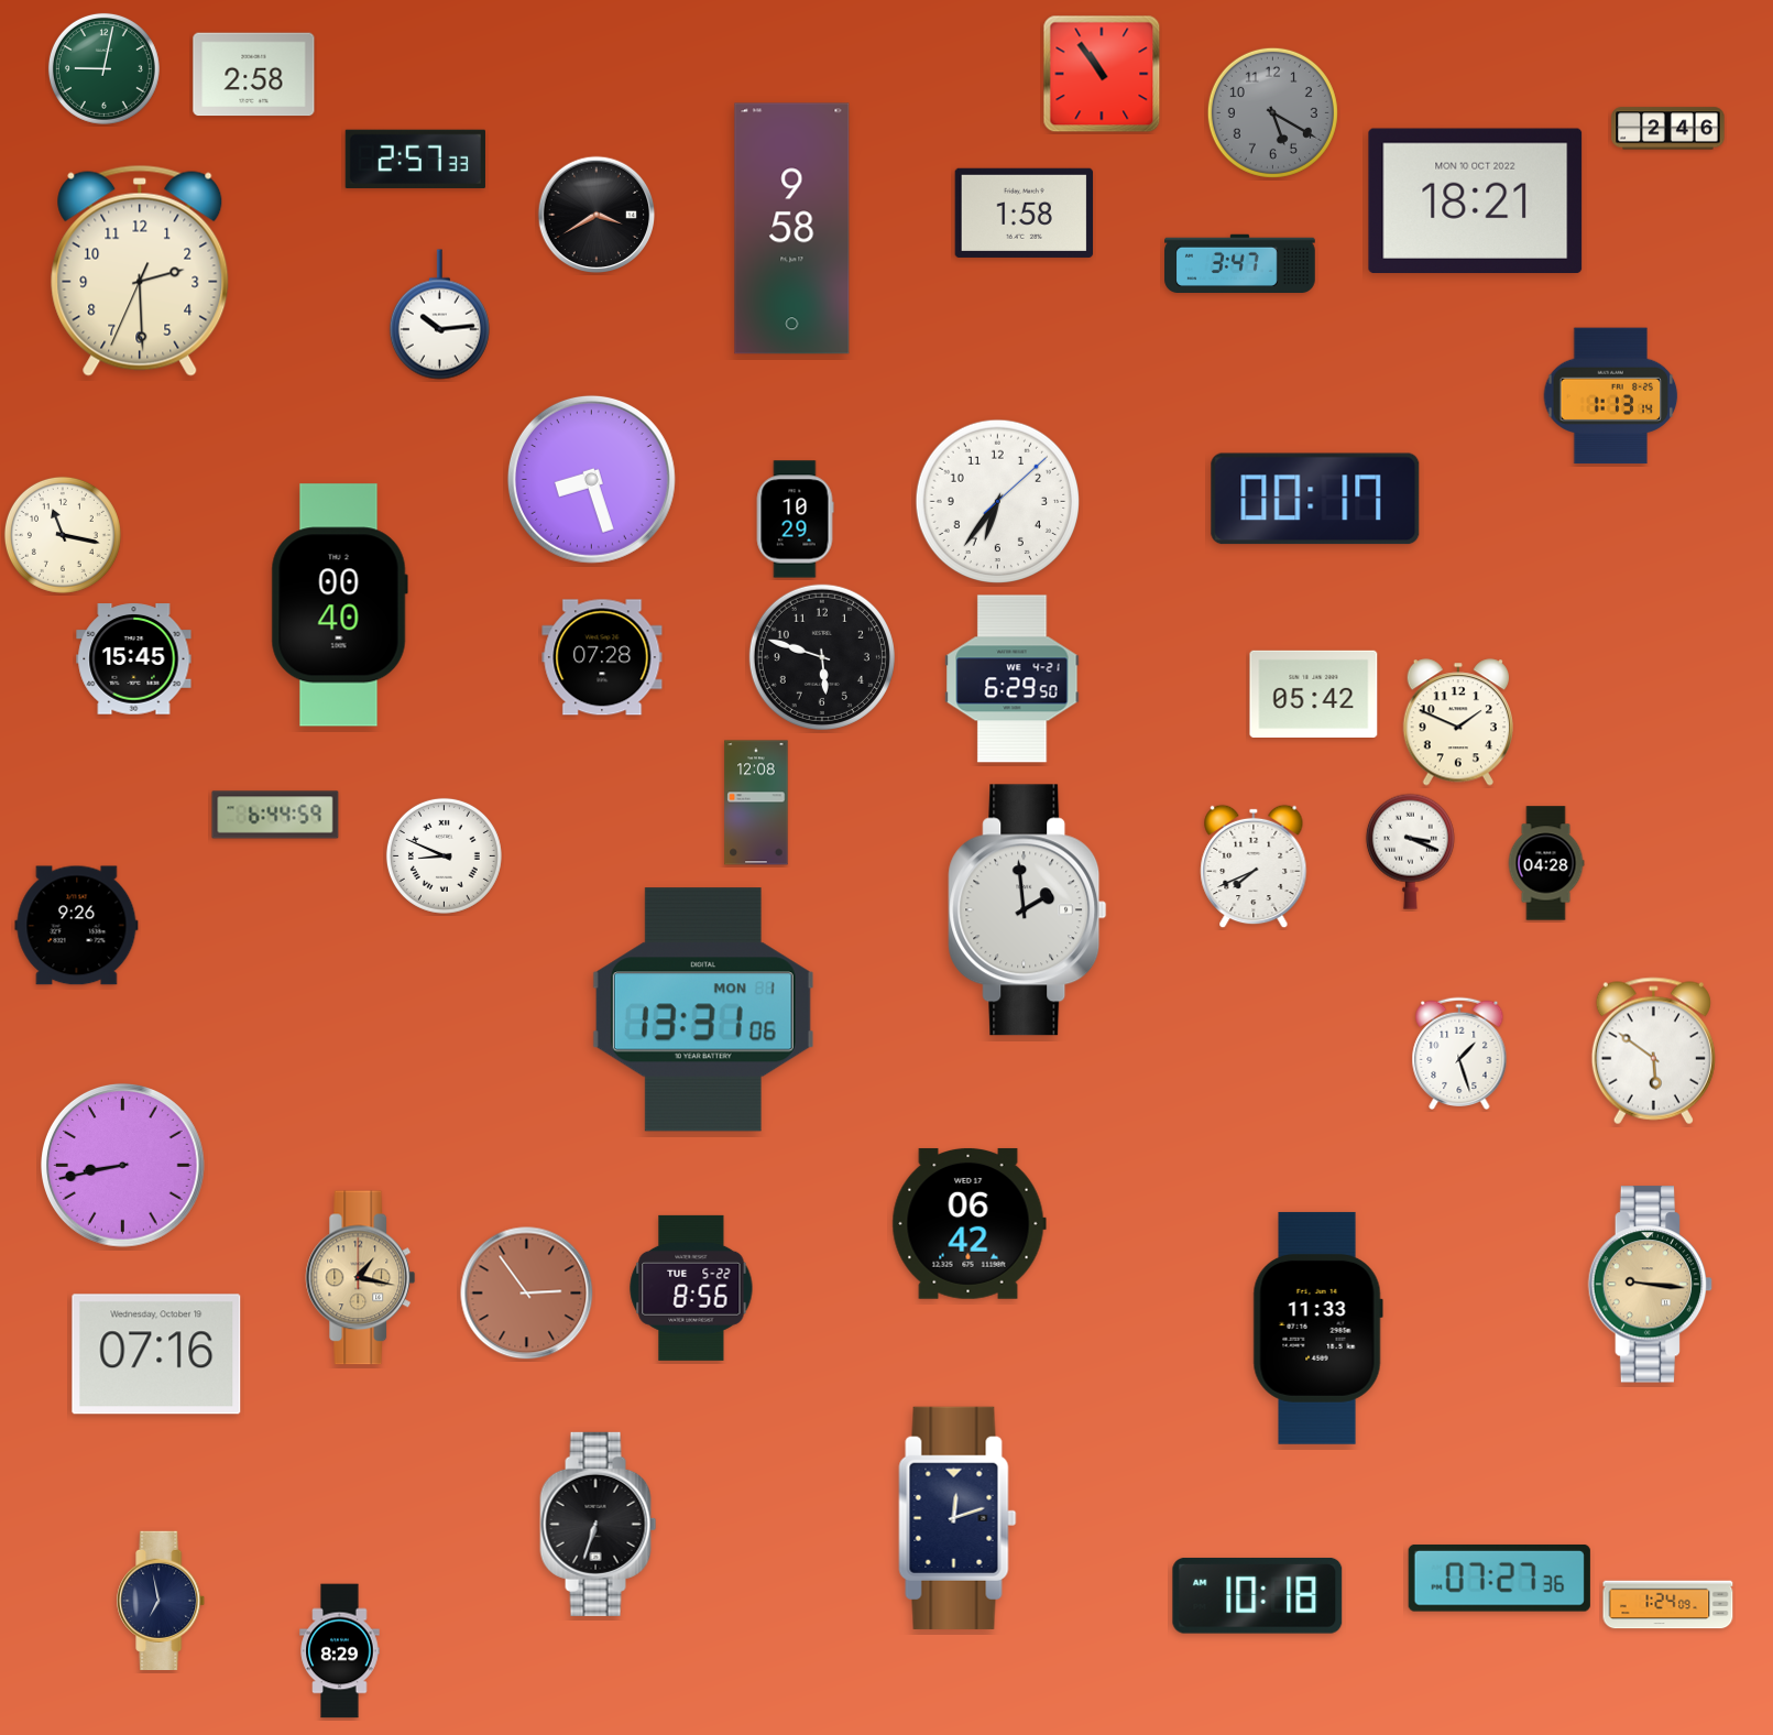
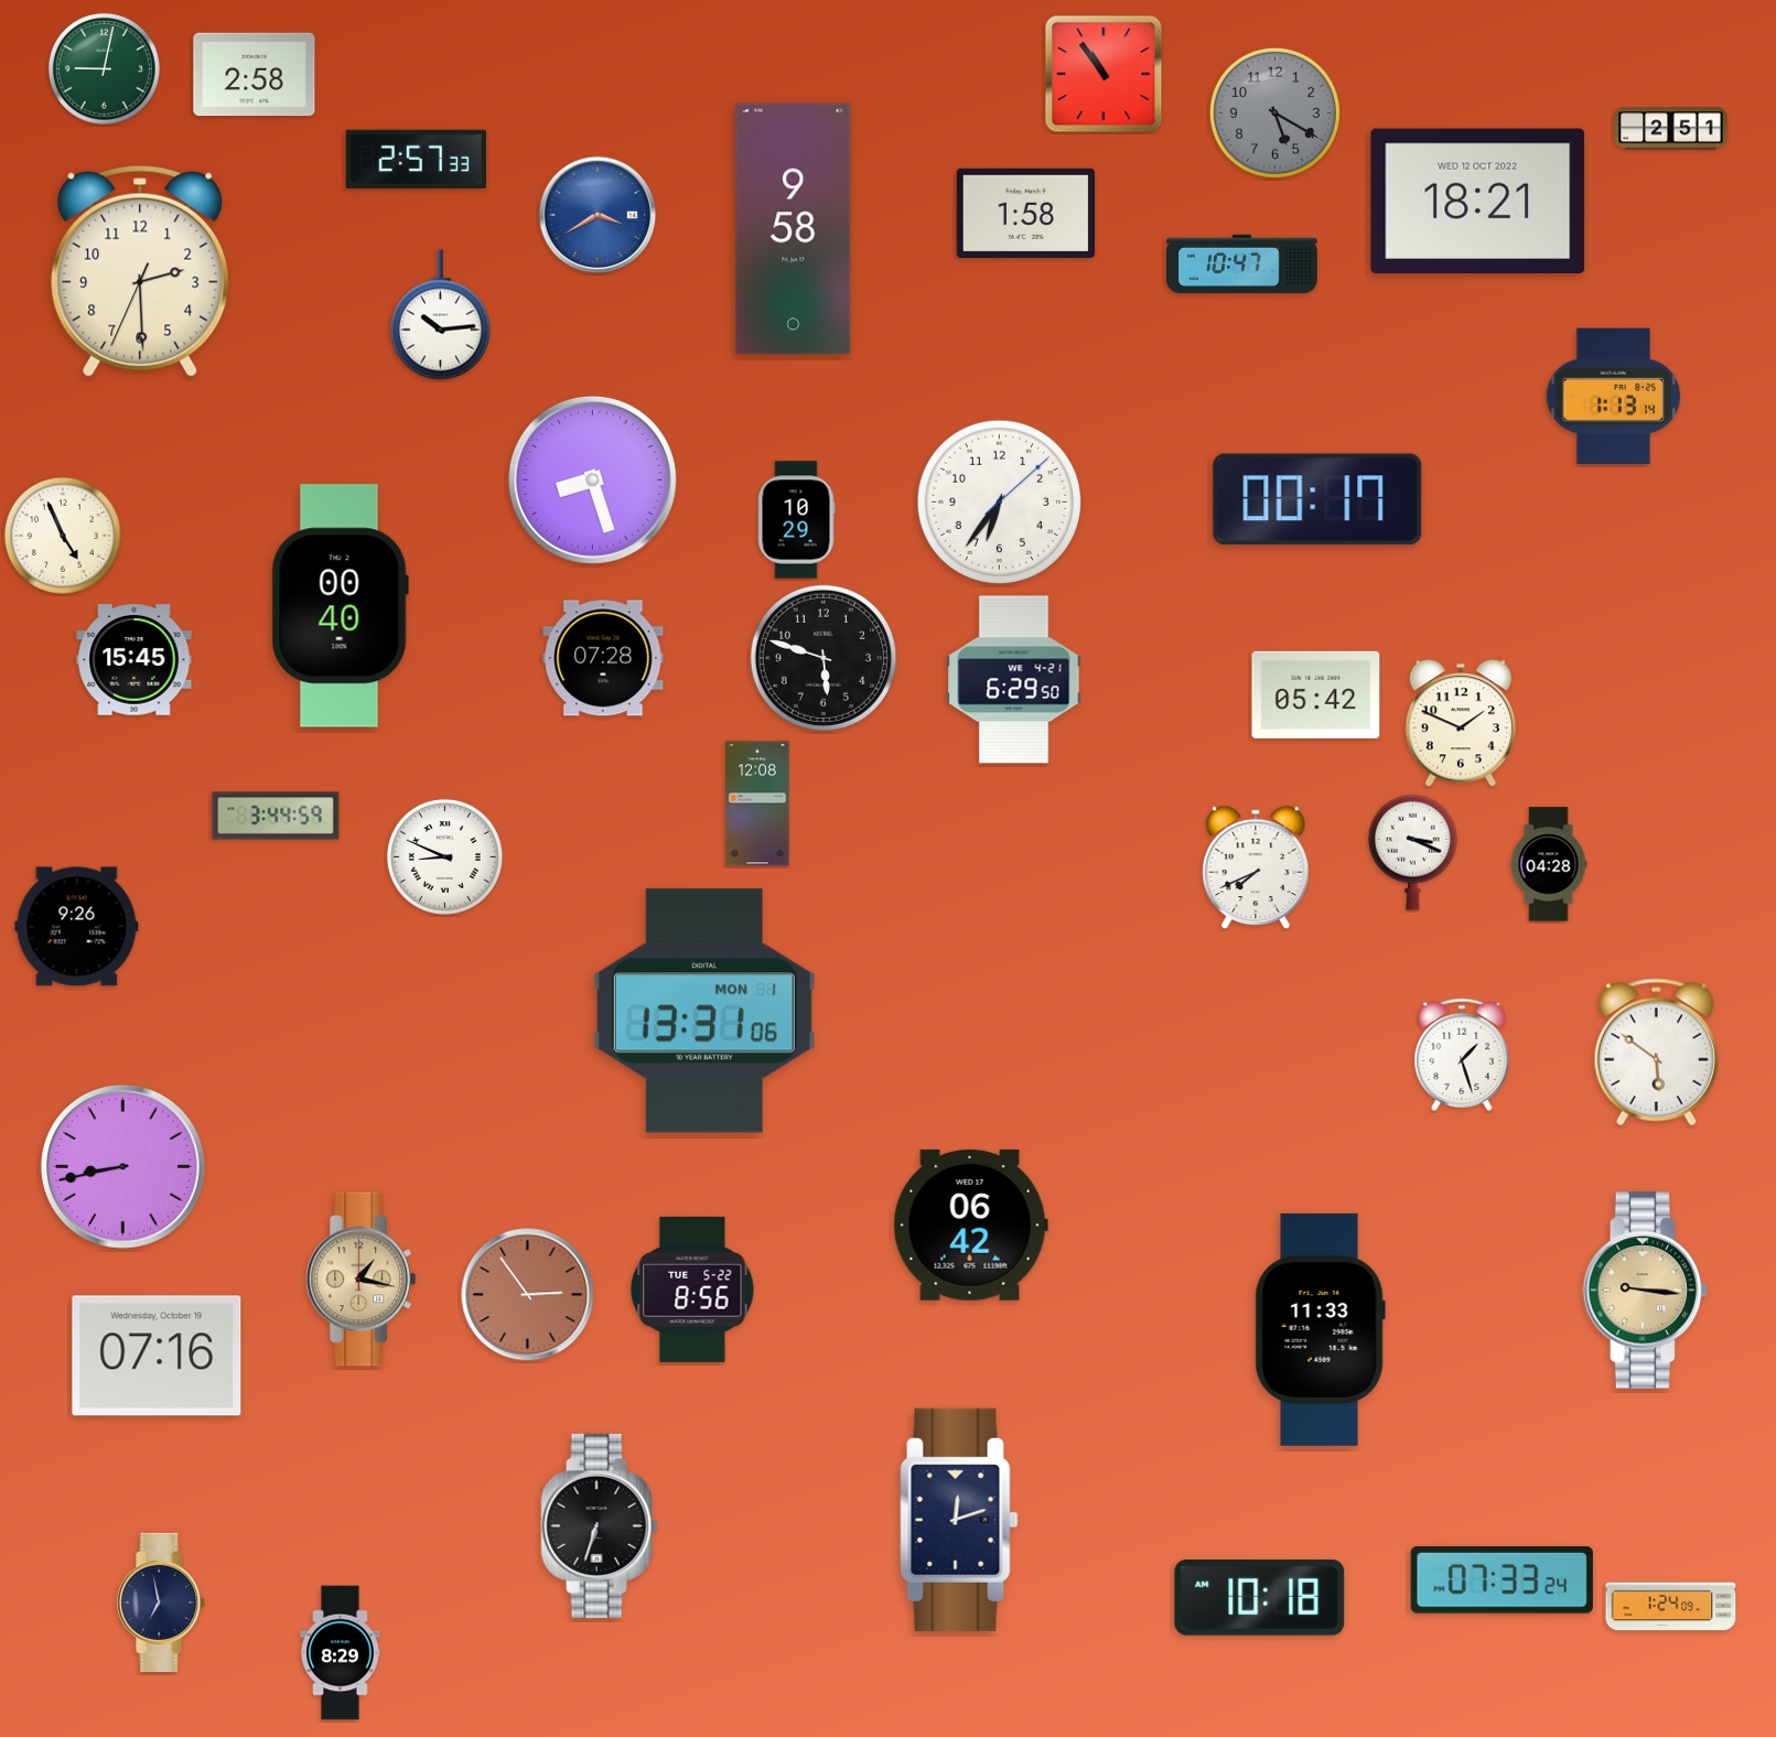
clock at (1668, 129): 2:46 -> 2:51
clock at (1476, 200) date: MON 10 OCT 2022 -> WED 12 OCT 2022
clock at (597, 215) dial: black -> blue
clock at (1240, 264): 3:47 -> 10:47
clock at (63, 535): 11:17 -> 4:56
clock at (275, 815): 6:44 -> 3:44
clock at (1028, 910): 1:59 -> none
clock at (1651, 1285) position: (1651, 1285) -> (1646, 1291)
clock at (1499, 1579): 07:27 -> 07:33
